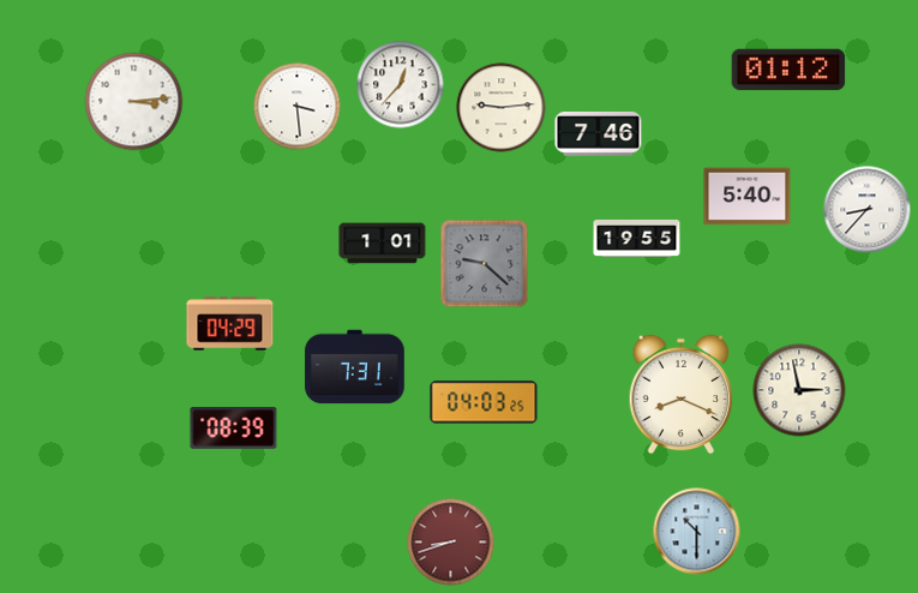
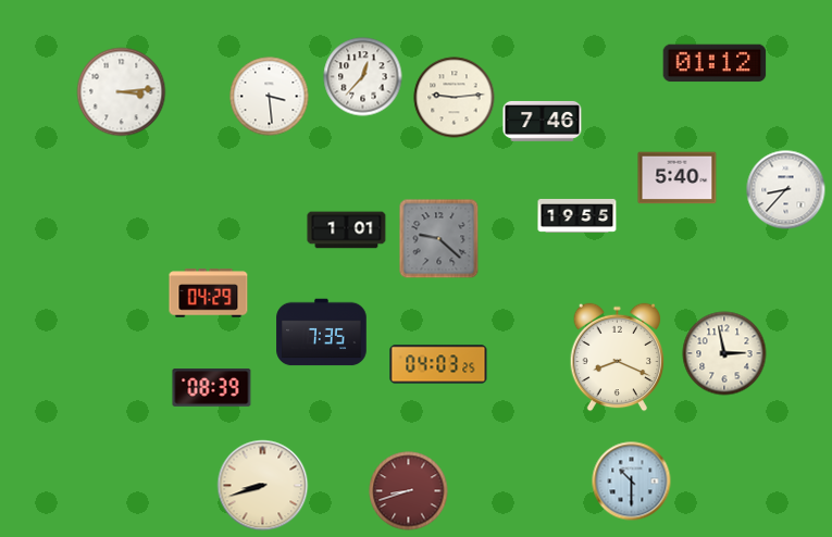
clock at (383, 244) position: (383, 244) -> (347, 230)
clock at (355, 367): 7:31 -> 7:35
clock at (263, 486): none -> 8:42
